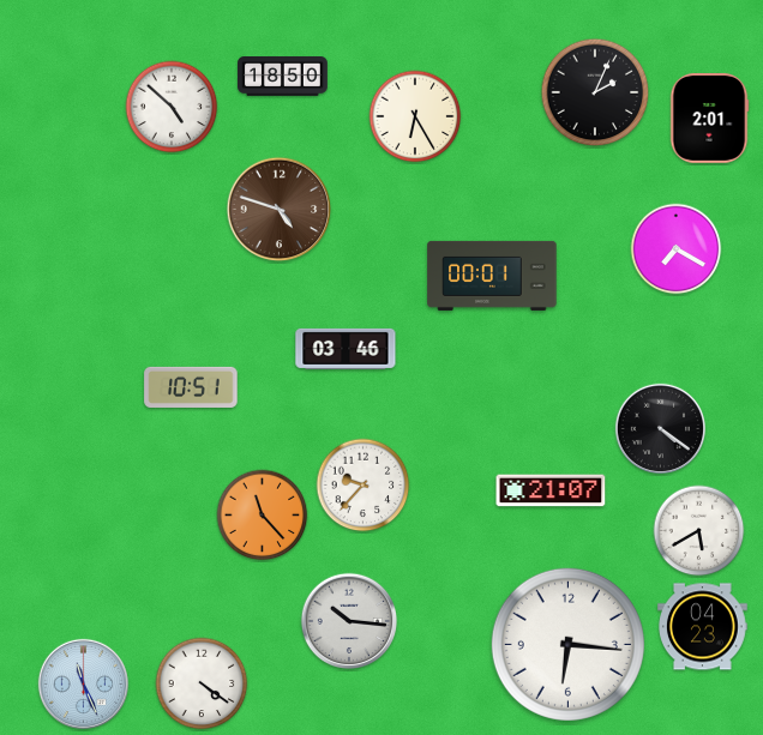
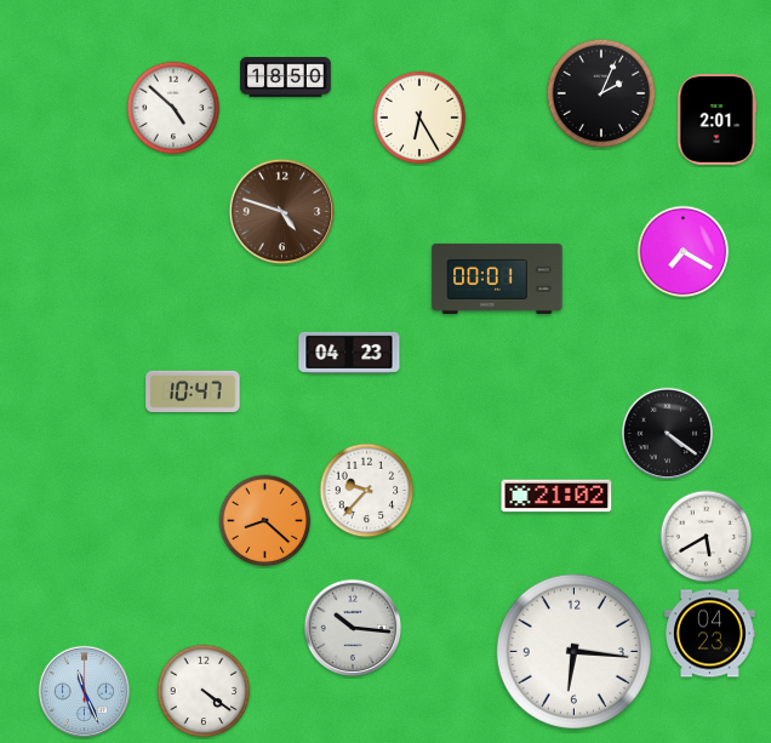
clock at (346, 349): 03:46 -> 04:23
clock at (191, 387): 10:51 -> 10:47
clock at (551, 490): 21:07 -> 21:02
clock at (263, 516): 11:23 -> 8:22
